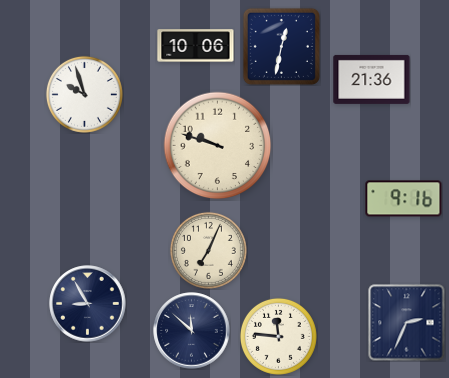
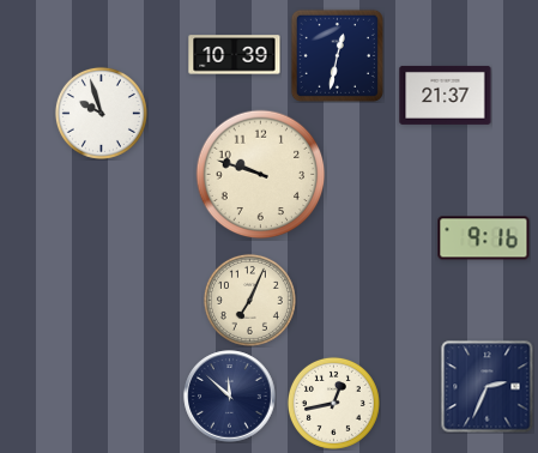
clock at (196, 46): 10:06 -> 10:39
clock at (372, 79): 21:36 -> 21:37
clock at (88, 304): 8:55 -> none
clock at (278, 336): 11:46 -> 12:43
